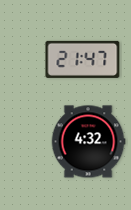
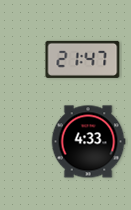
clock at (88, 142): 4:32 -> 4:33
